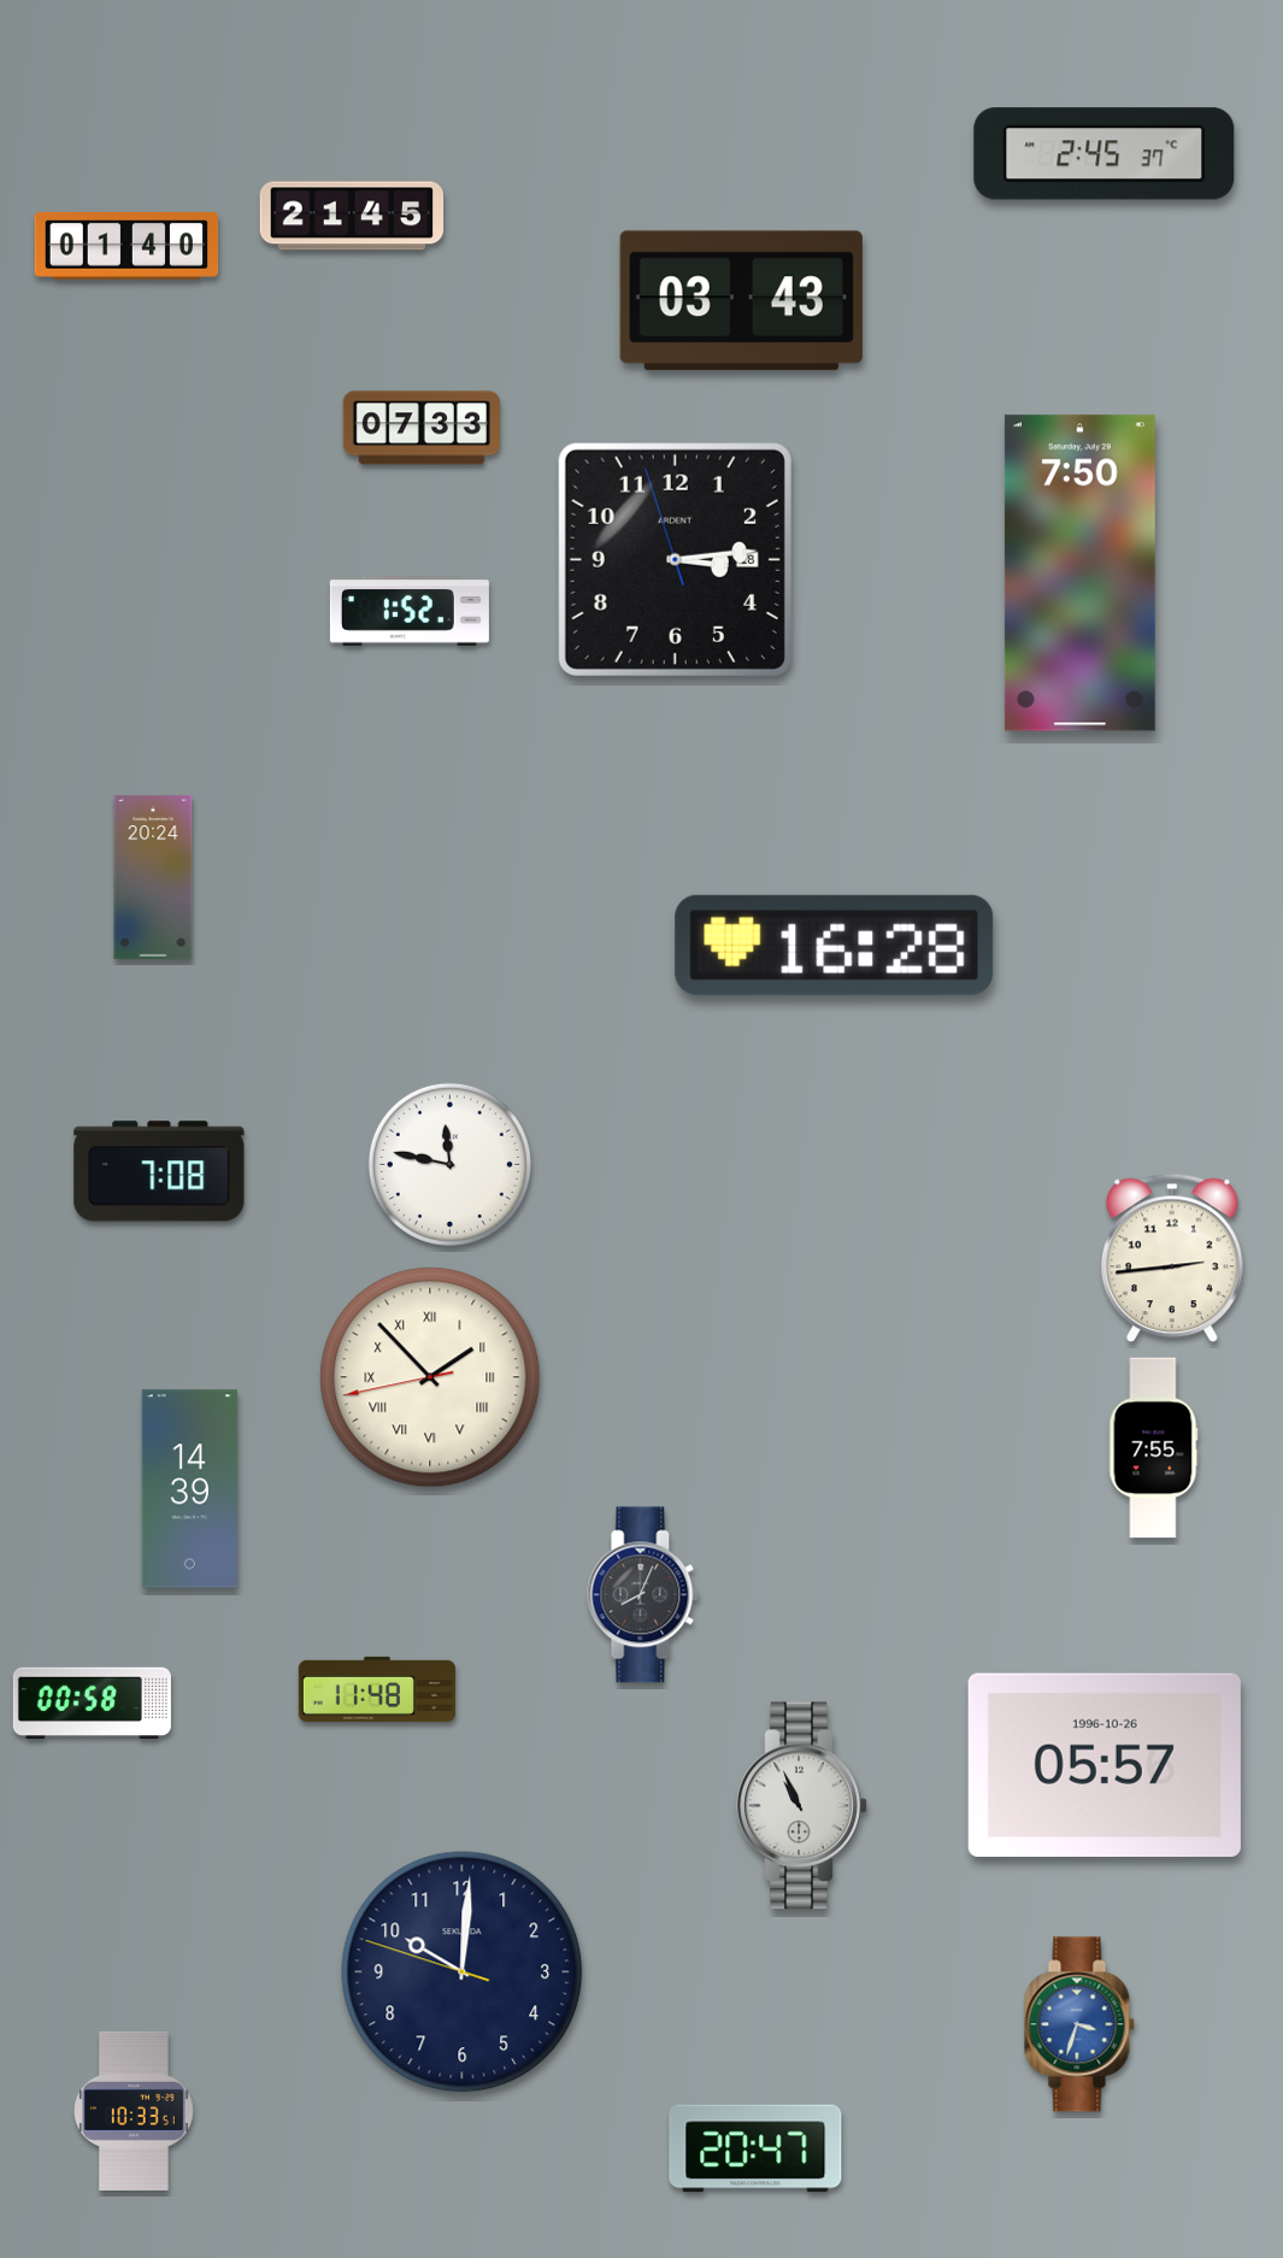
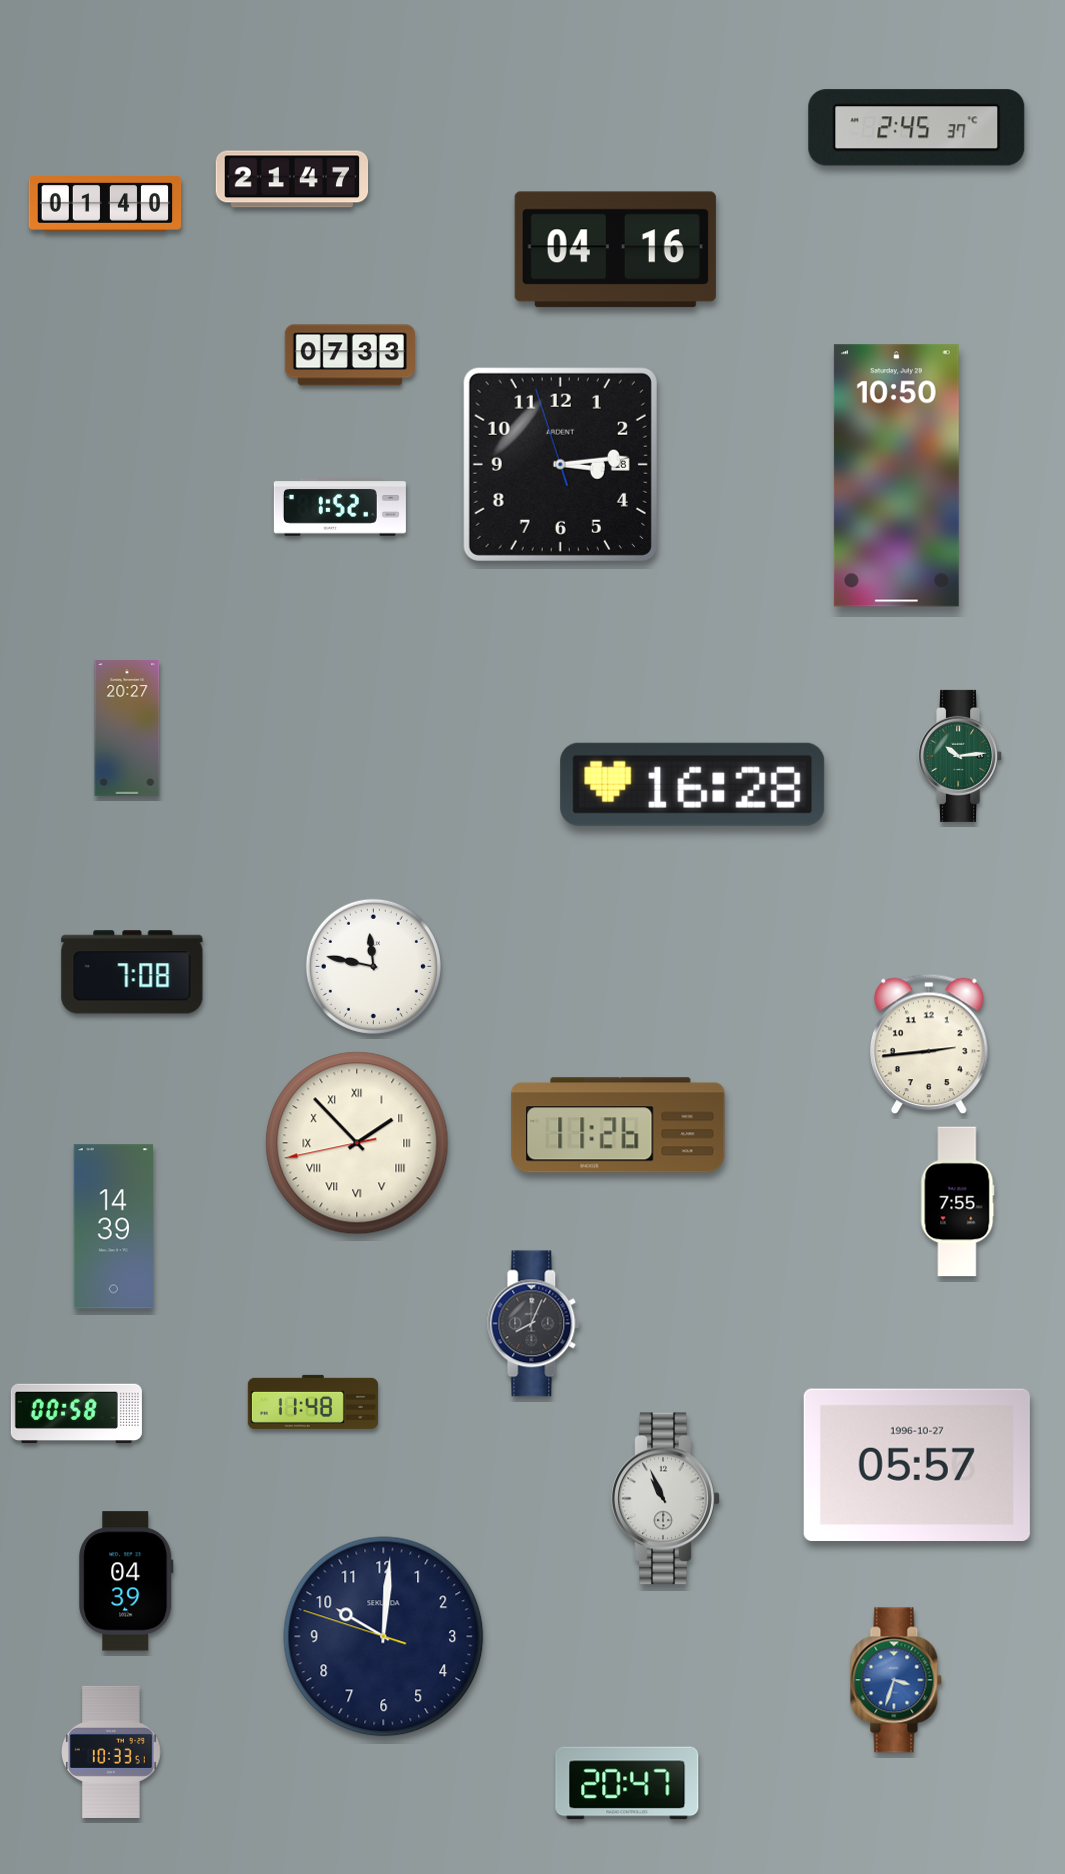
clock at (352, 216): 21:45 -> 21:47
clock at (741, 301): 03:43 -> 04:16
clock at (1079, 574): 7:50 -> 10:50
clock at (153, 877): 20:24 -> 20:27
clock at (961, 756): none -> 10:14
clock at (1173, 1258) position: (1173, 1258) -> (930, 1044)
clock at (618, 1125): none -> 11:26
clock at (189, 1489) position: (189, 1489) -> (113, 1227)
clock at (1105, 1764) date: 1996-10-26 -> 1996-10-27
clock at (126, 1581): none -> 04:39
